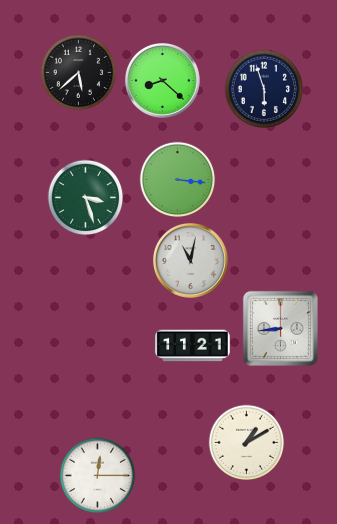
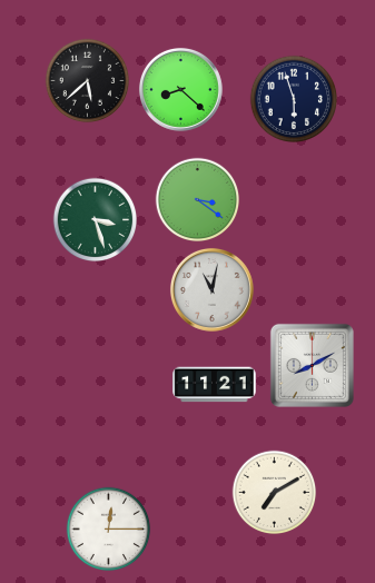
clock at (178, 180): 3:16 -> 3:21
clock at (280, 328): 8:44 -> 8:10
clock at (247, 443): 1:10 -> 7:10
